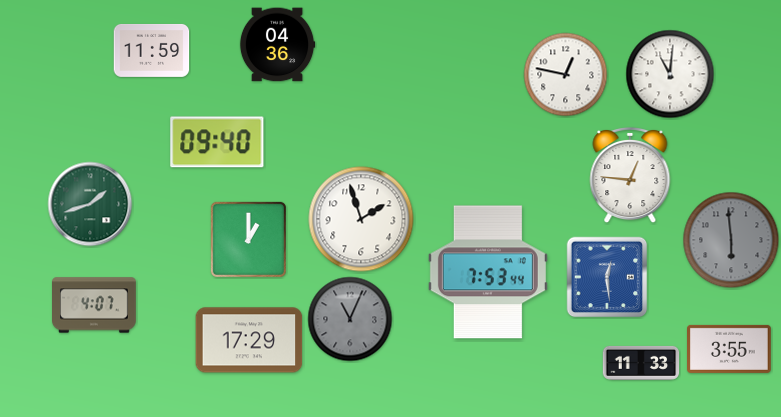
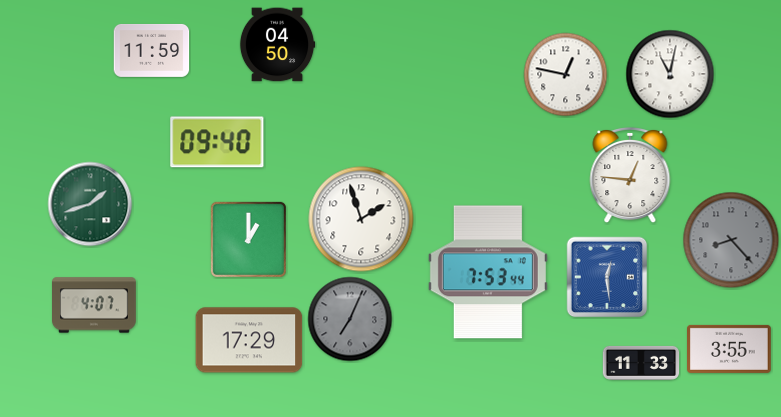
clock at (277, 45): 04:36 -> 04:50
clock at (670, 74): 11:01 -> 11:02
clock at (731, 240): 5:59 -> 8:23
clock at (350, 319): 11:04 -> 7:04
